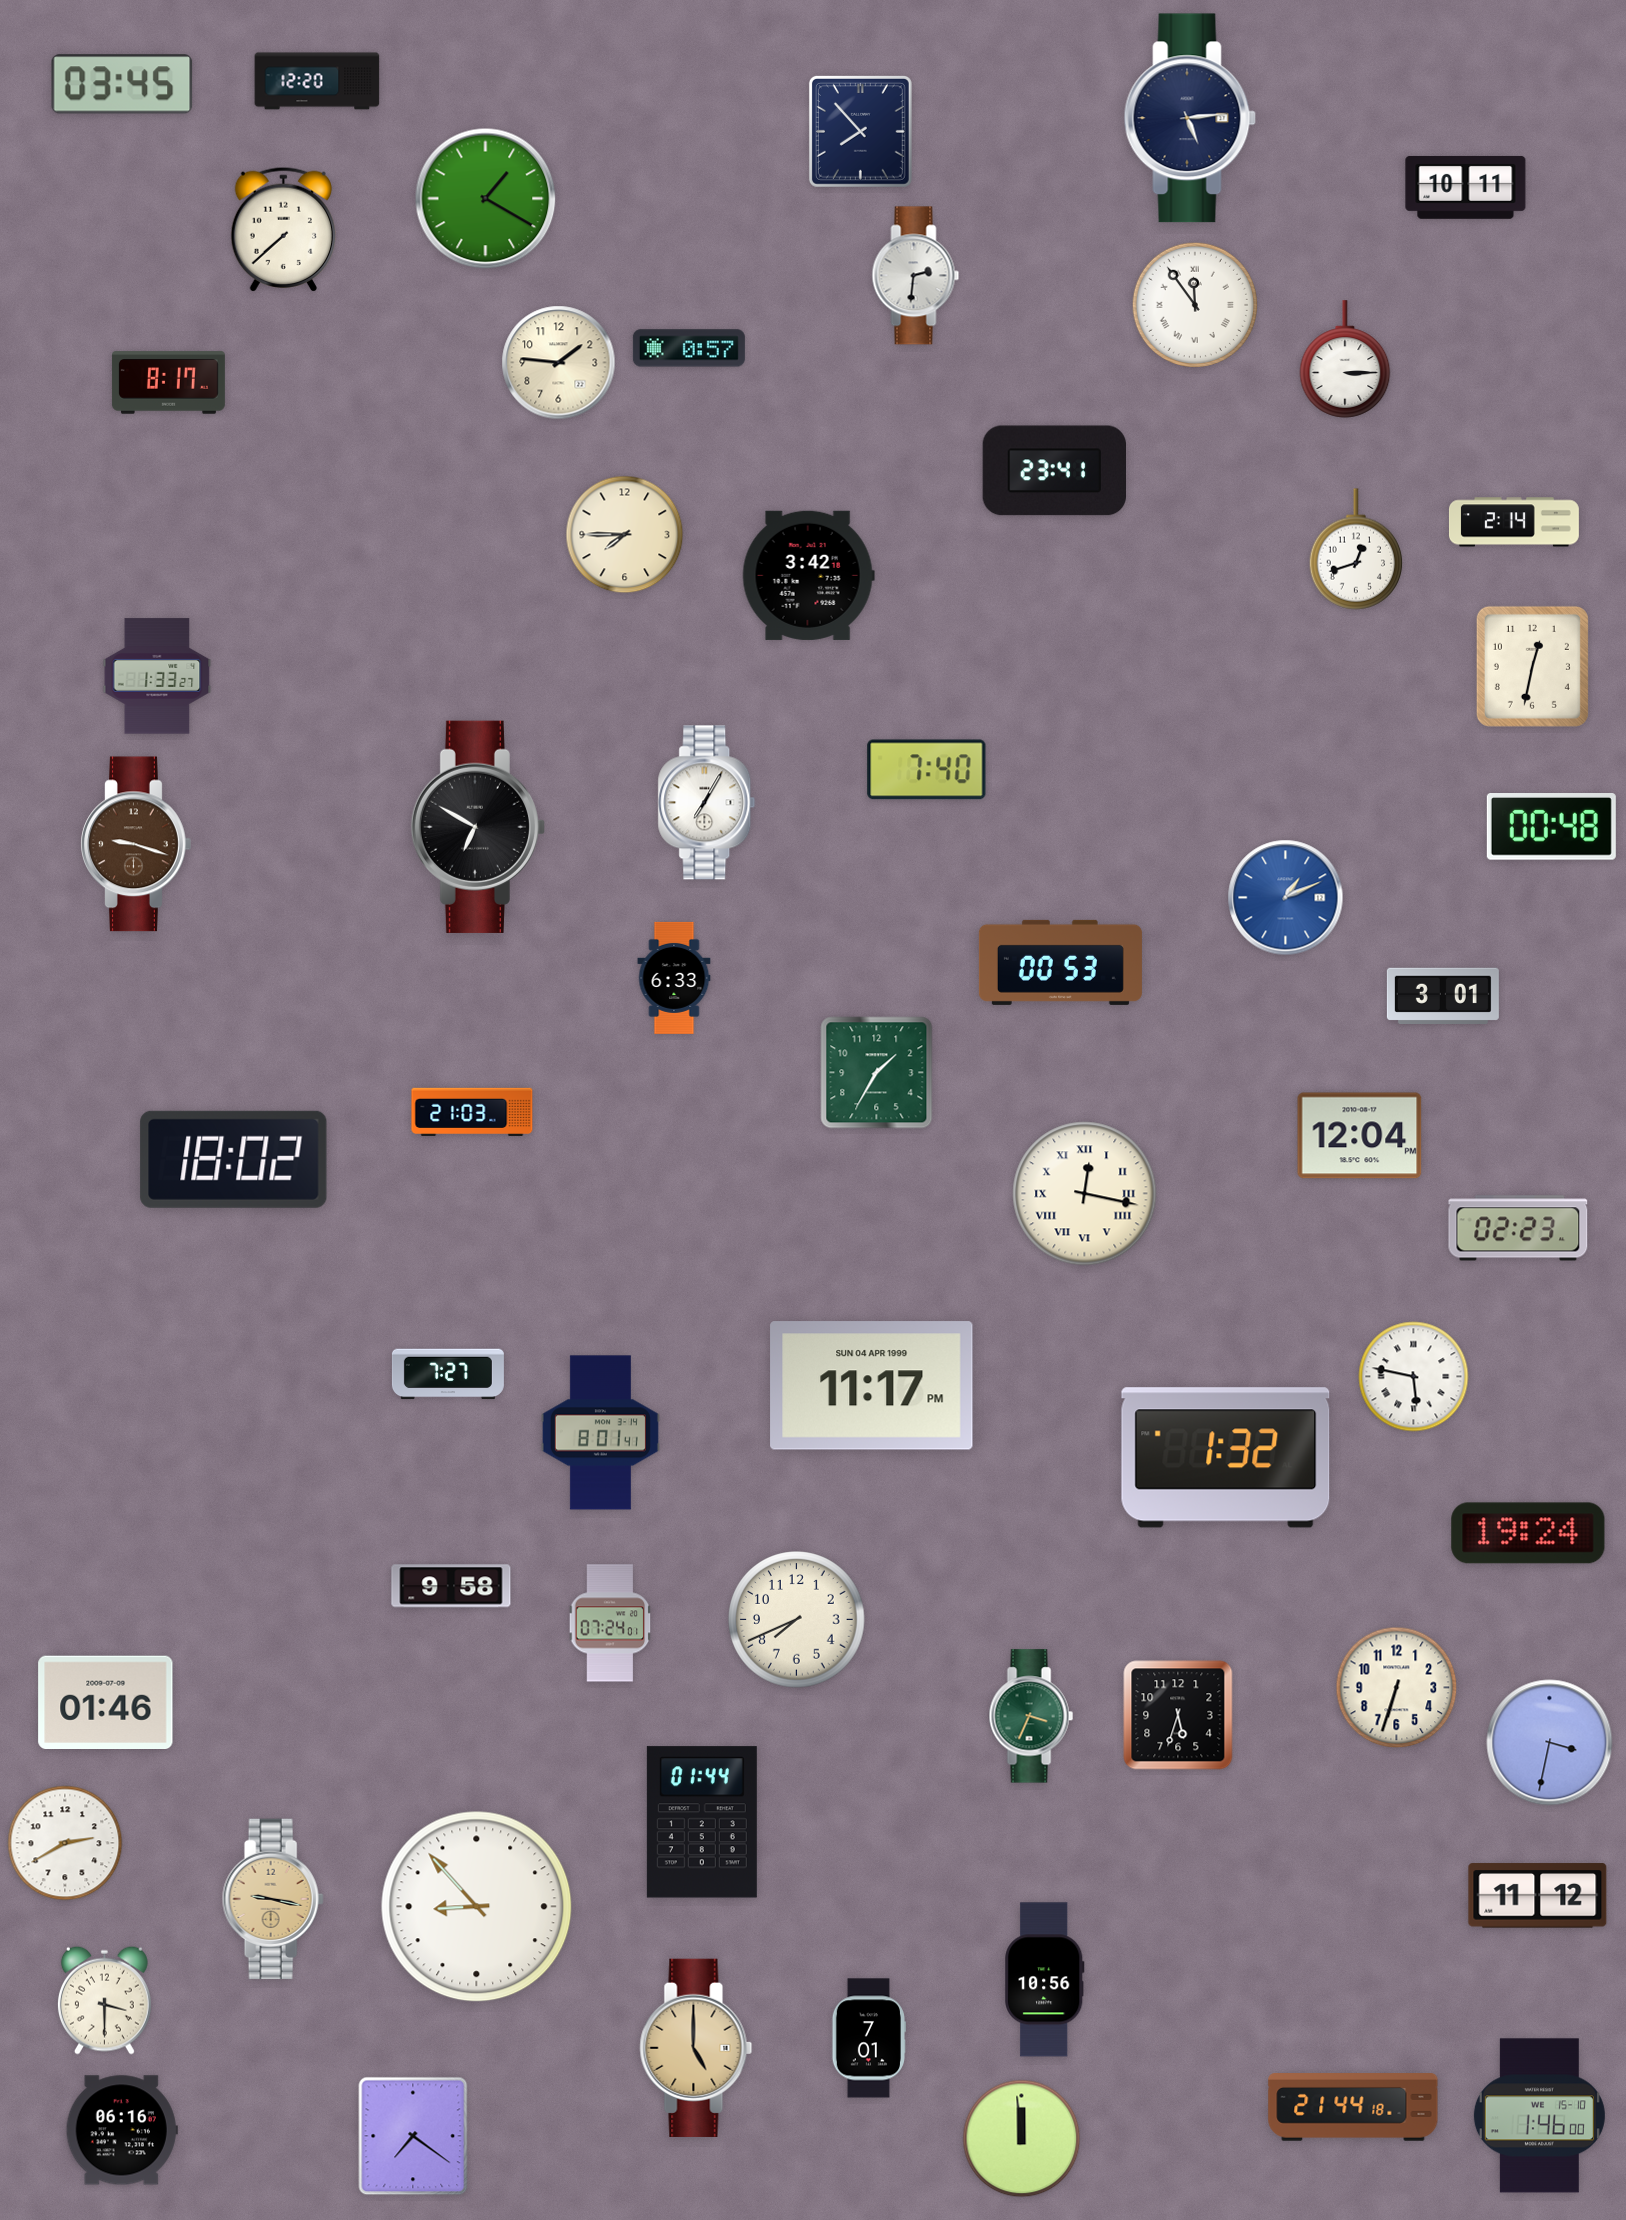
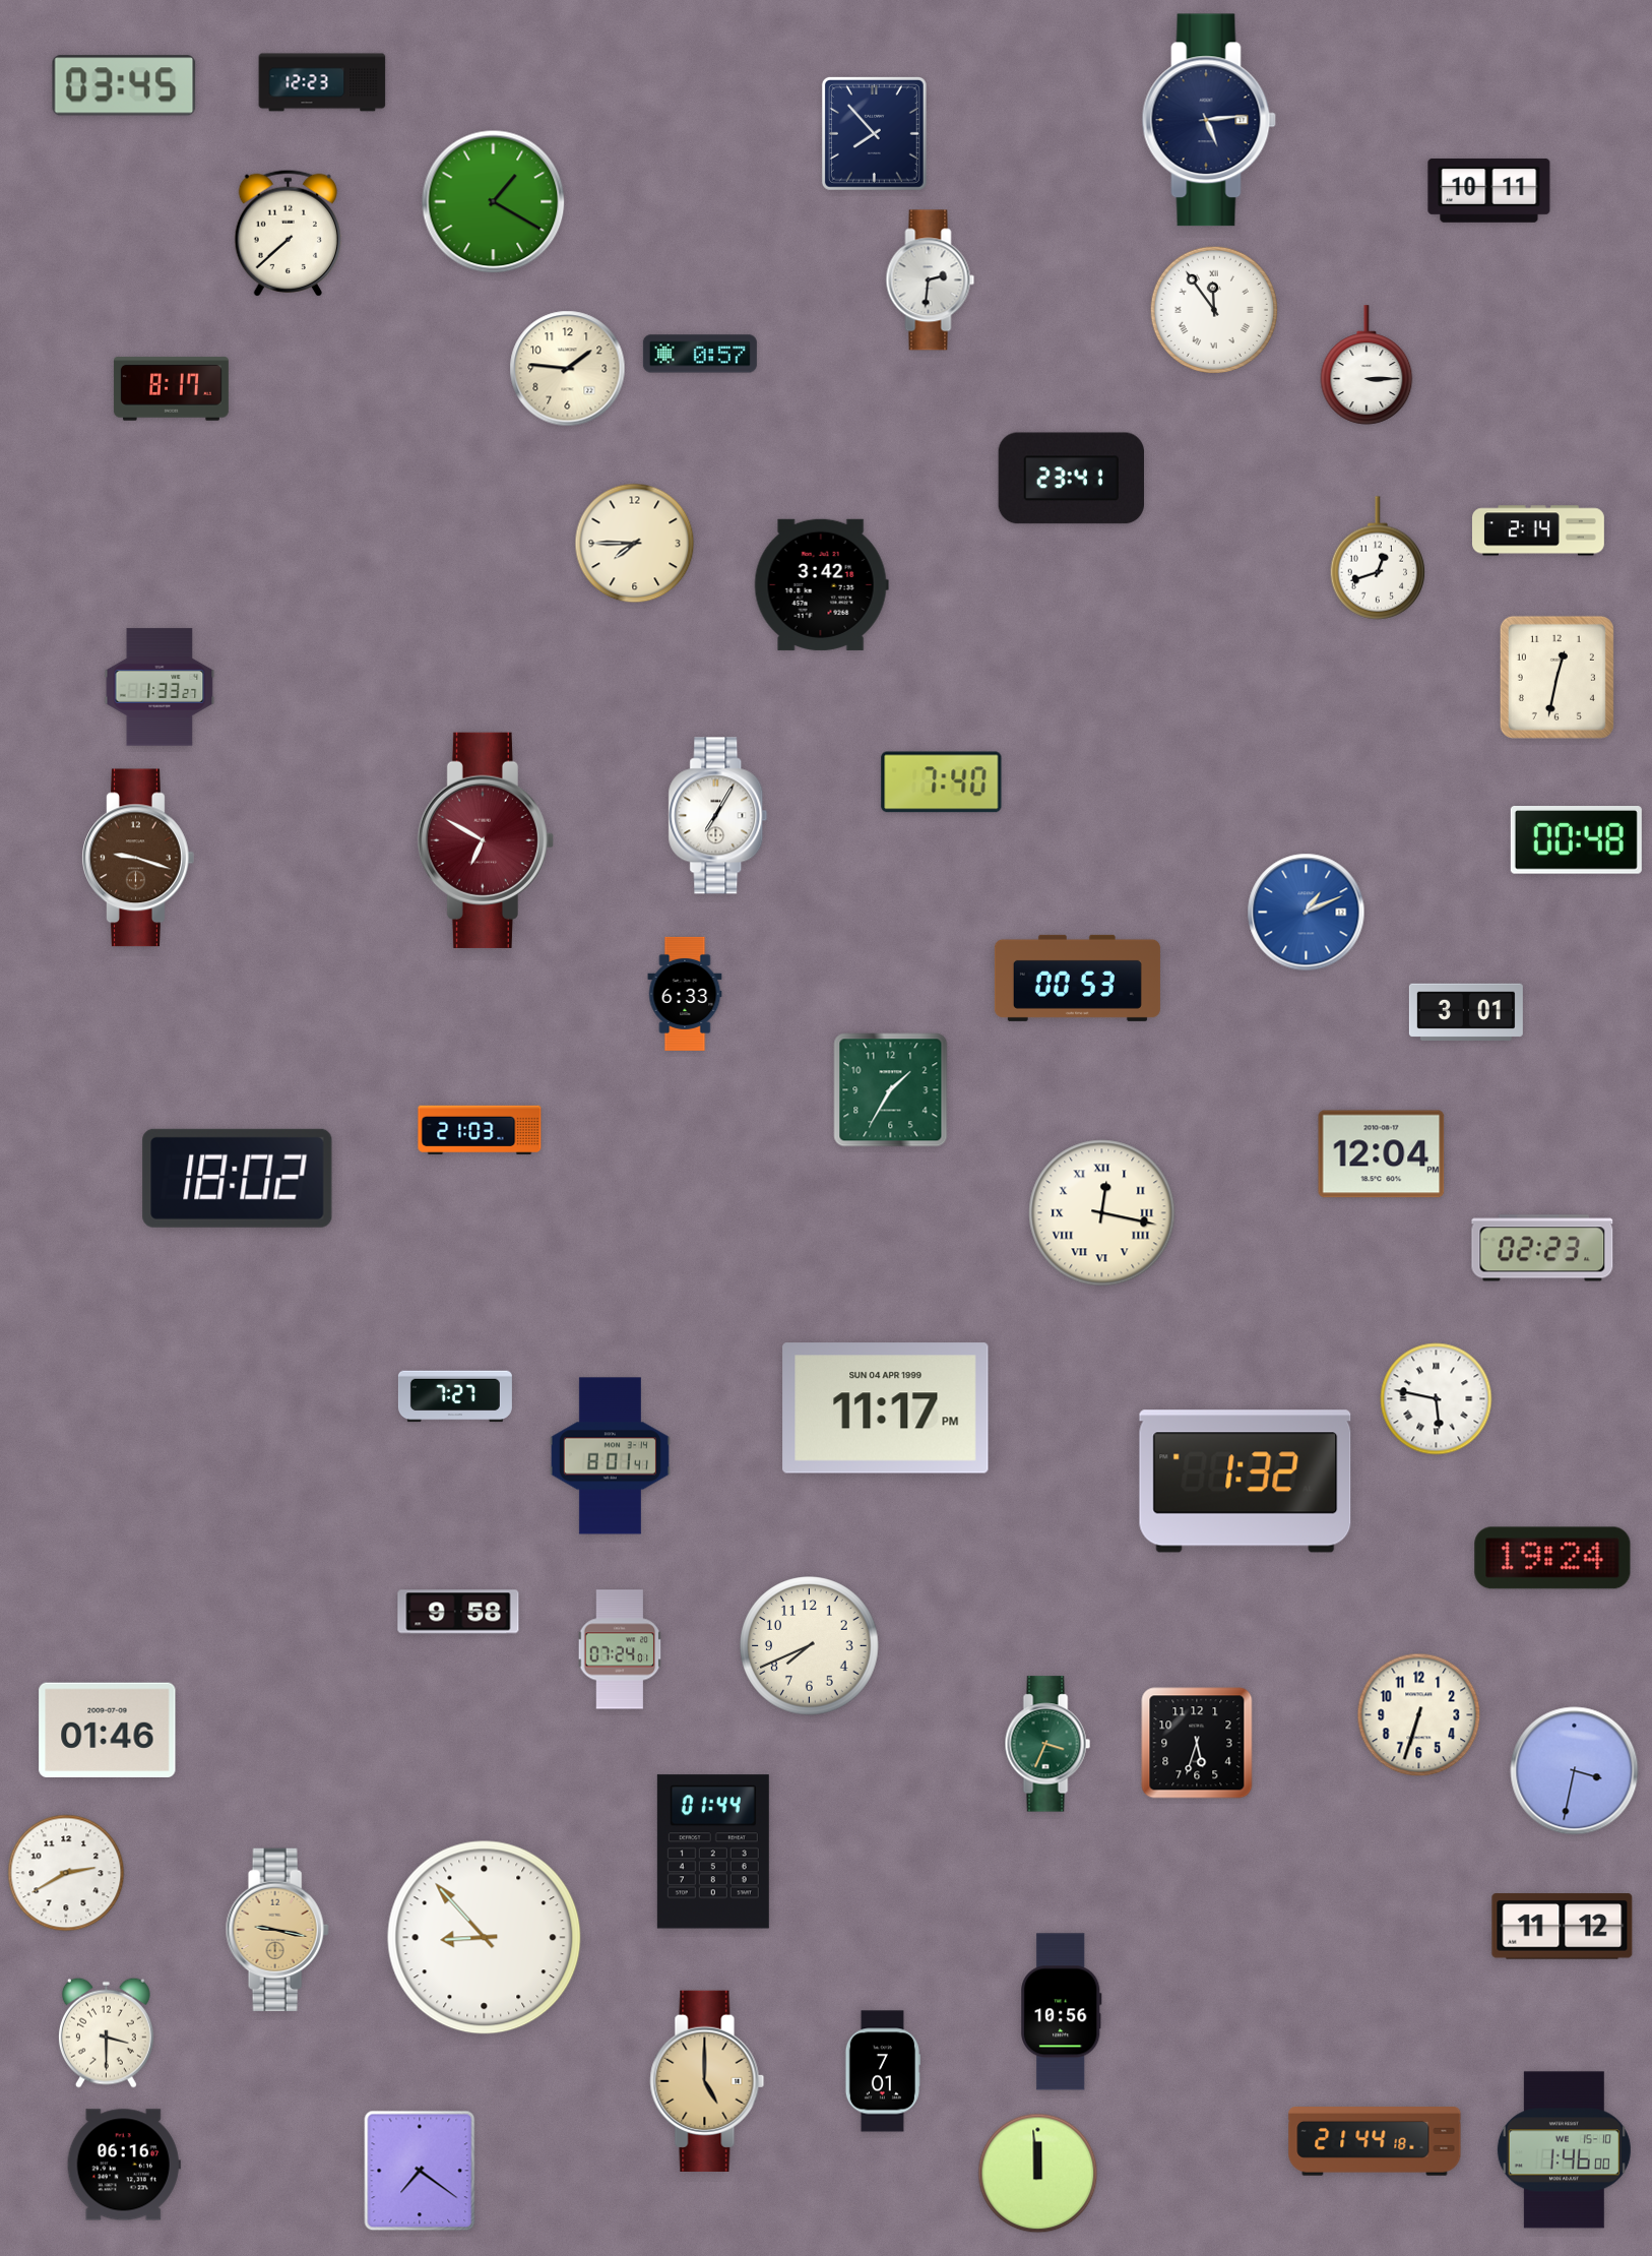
clock at (317, 81): 12:20 -> 12:23
clock at (477, 827) dial: black -> burgundy
